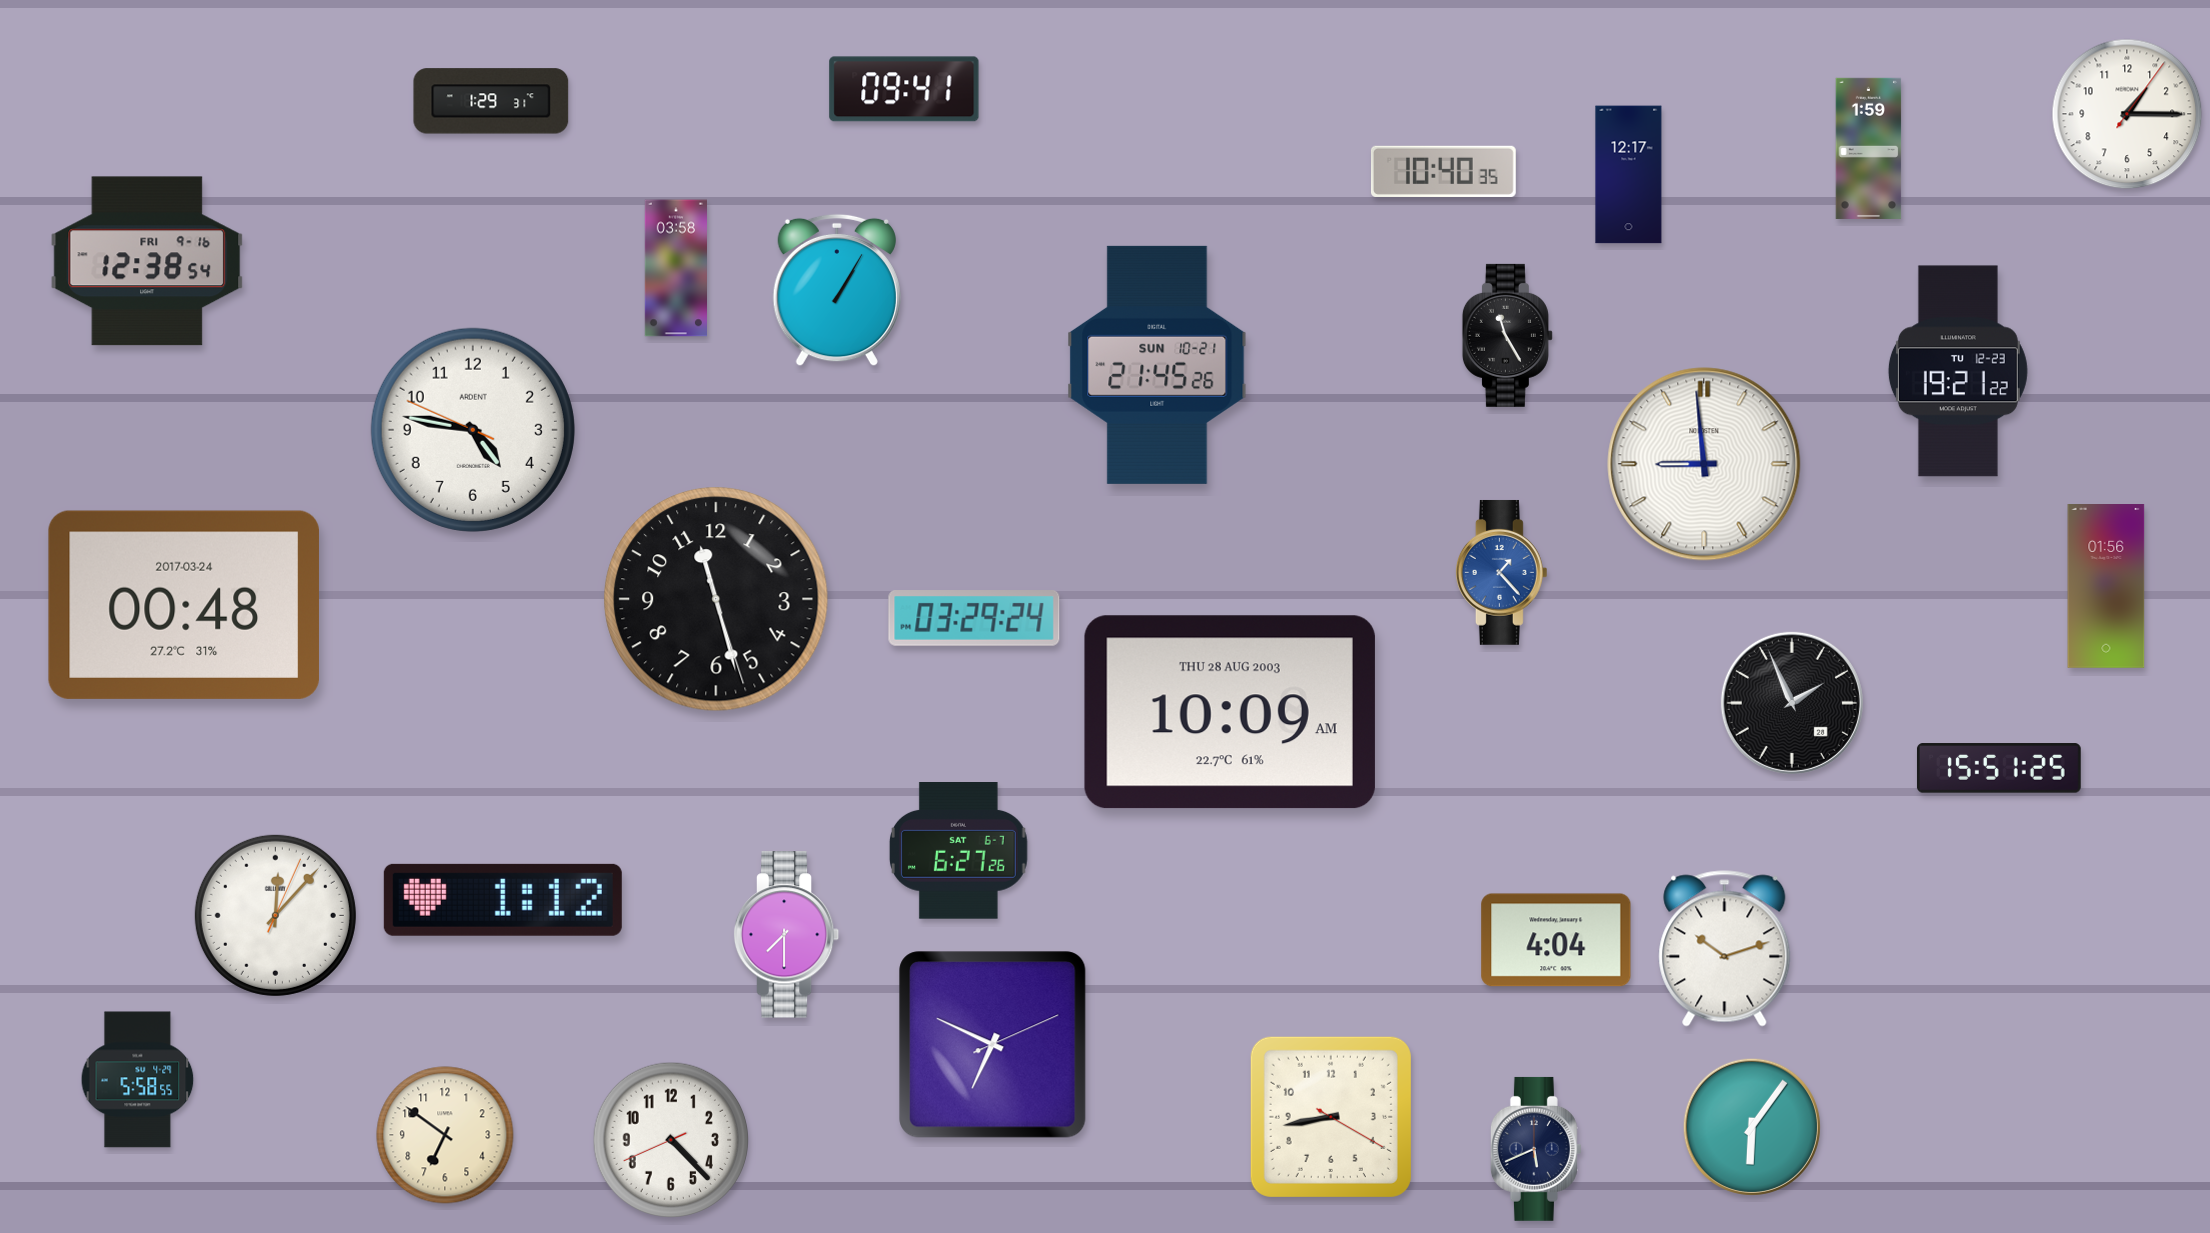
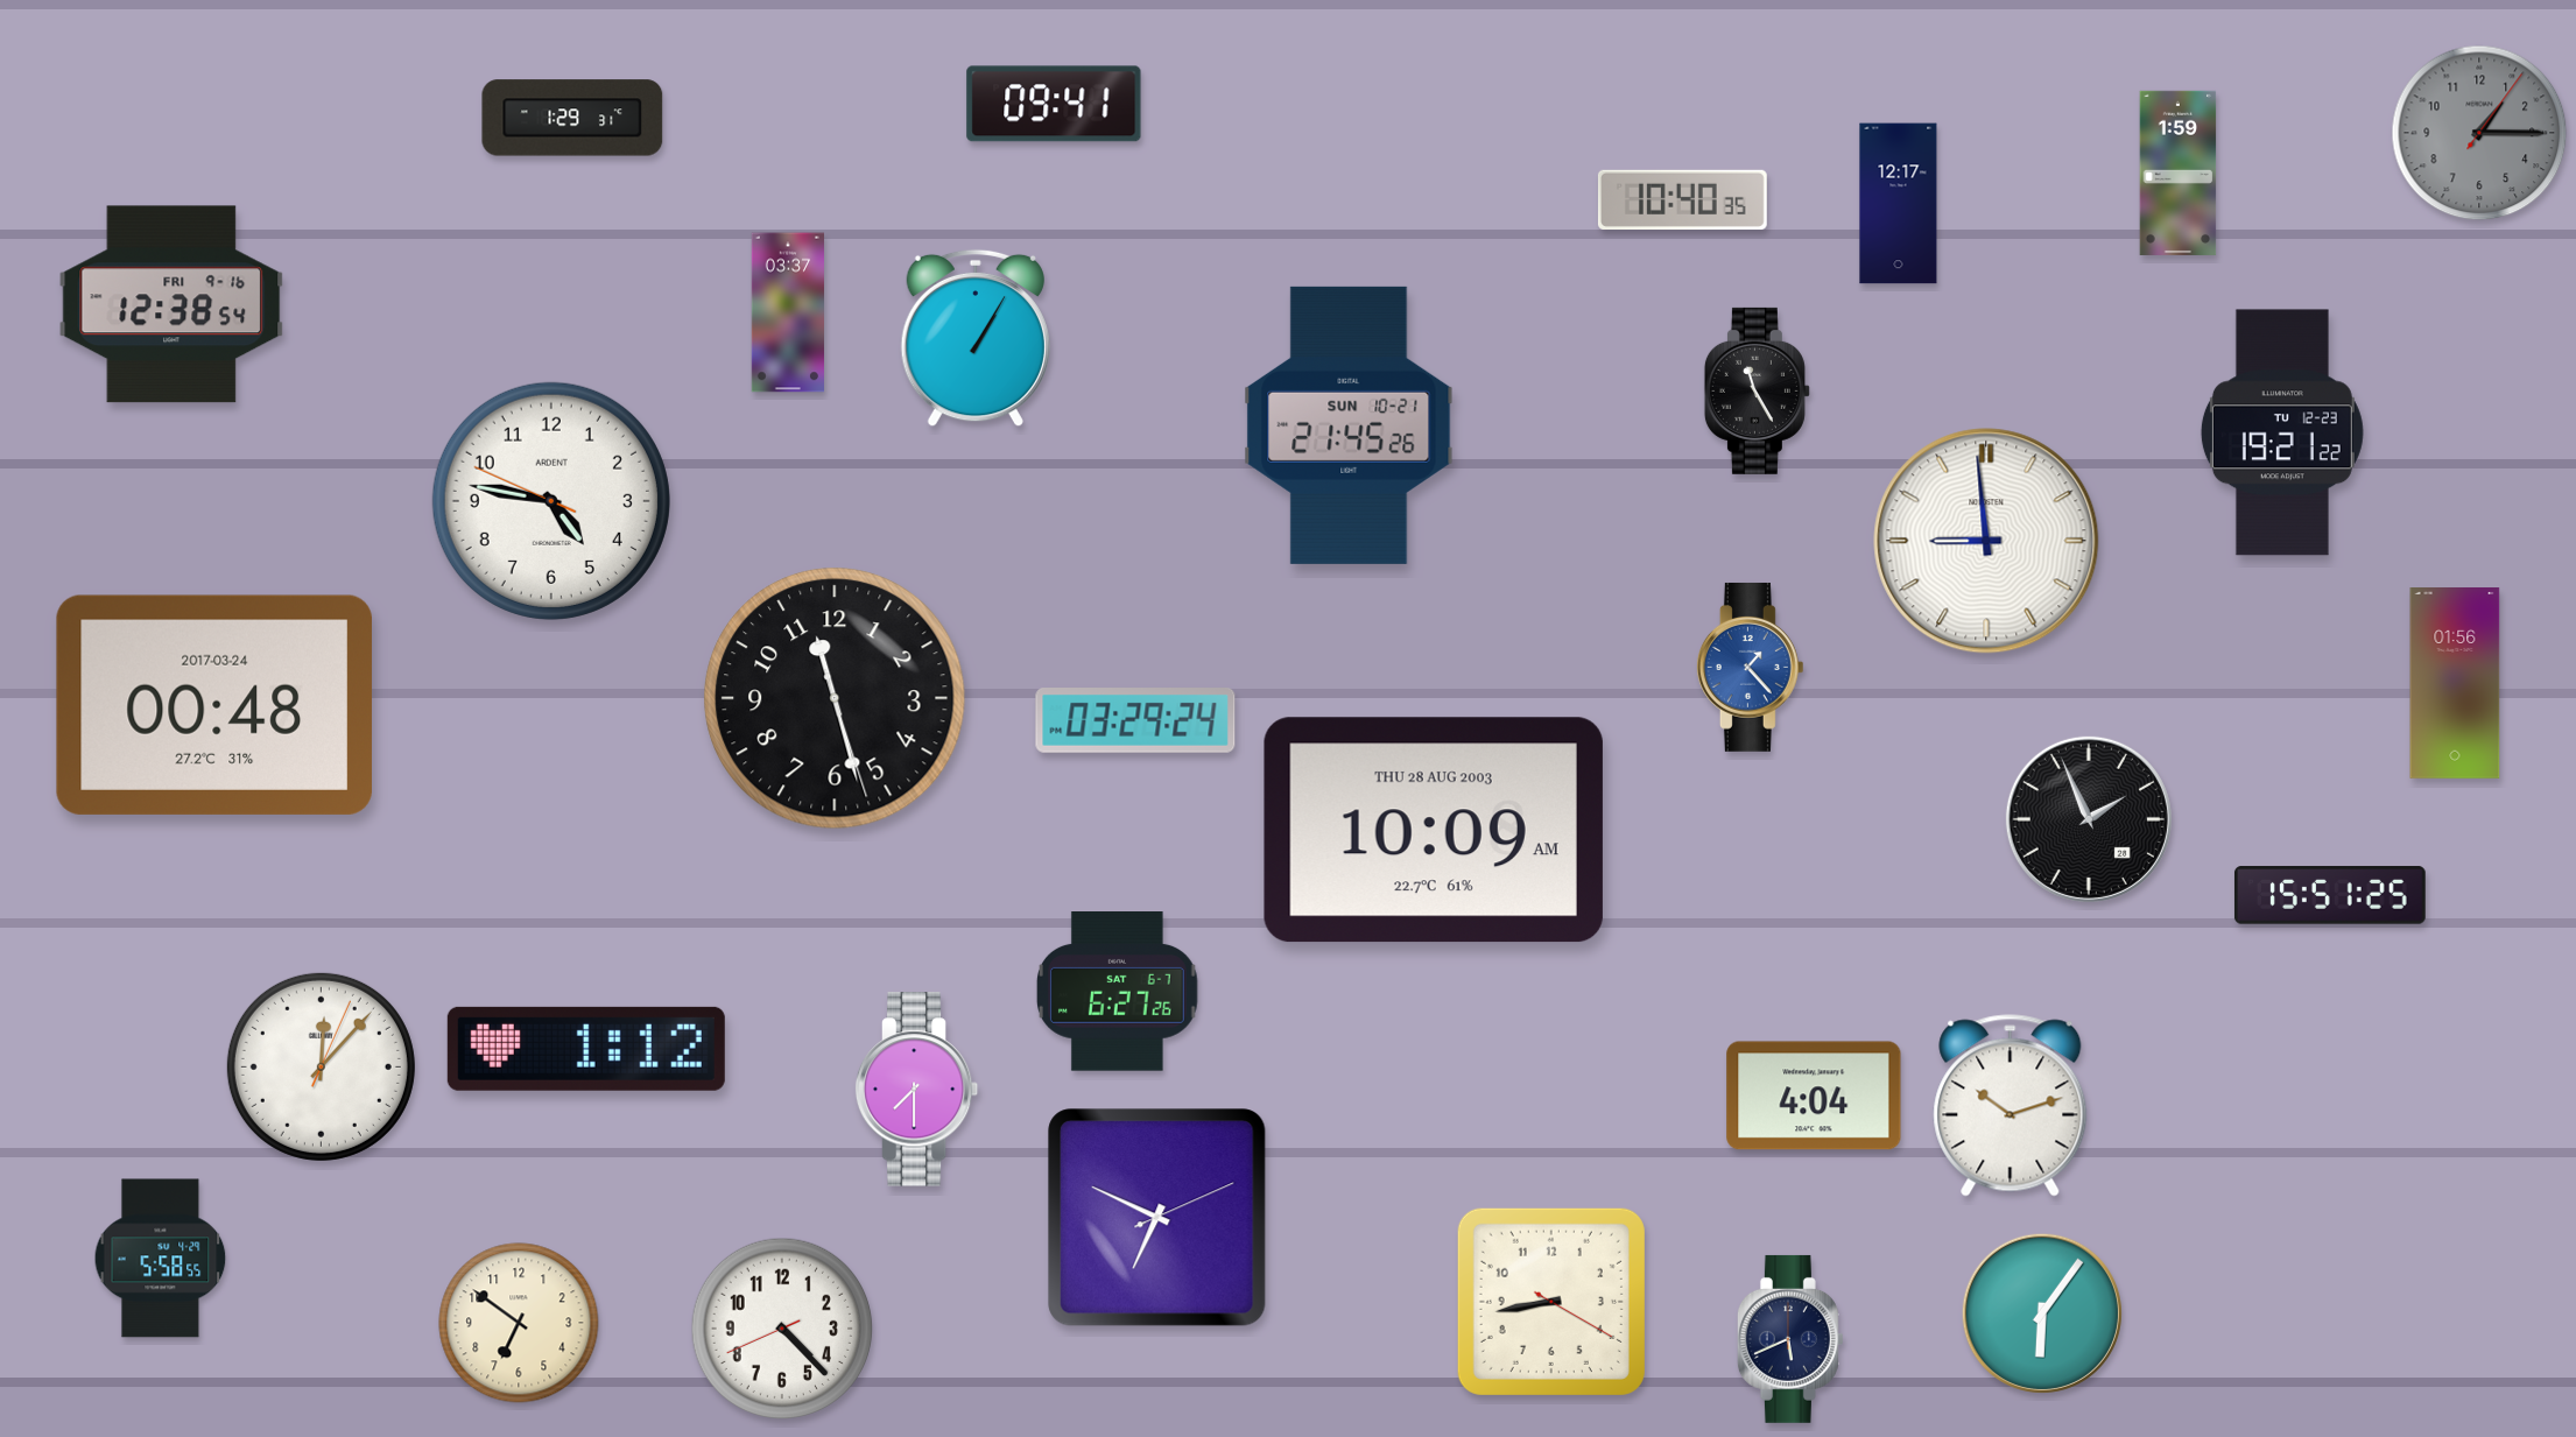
clock at (2127, 114) dial: white -> grey
clock at (675, 268): 03:58 -> 03:37
